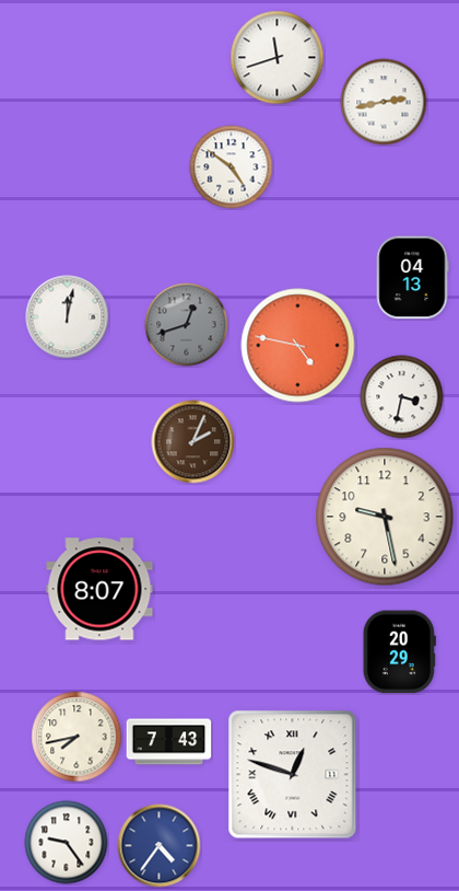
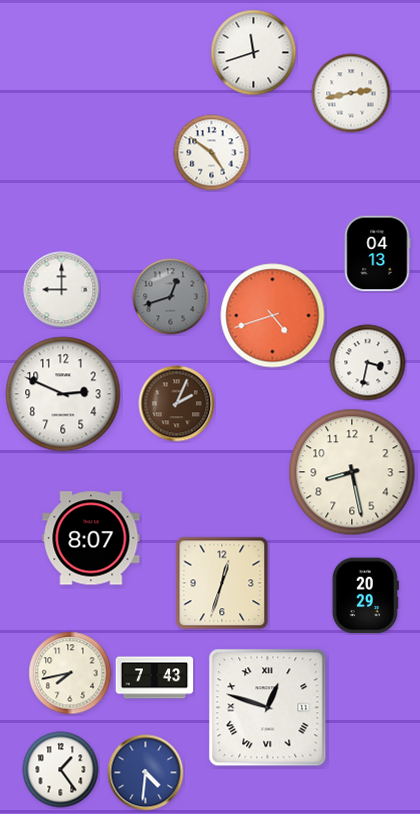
clock at (68, 317): 12:02 -> 9:00
clock at (298, 346): 4:47 -> 4:42
clock at (63, 394): none -> 2:49
clock at (385, 517): 9:28 -> 8:28
clock at (222, 583): none -> 12:33
clock at (67, 843): 9:24 -> 1:24
clock at (160, 846): 4:36 -> 4:31
